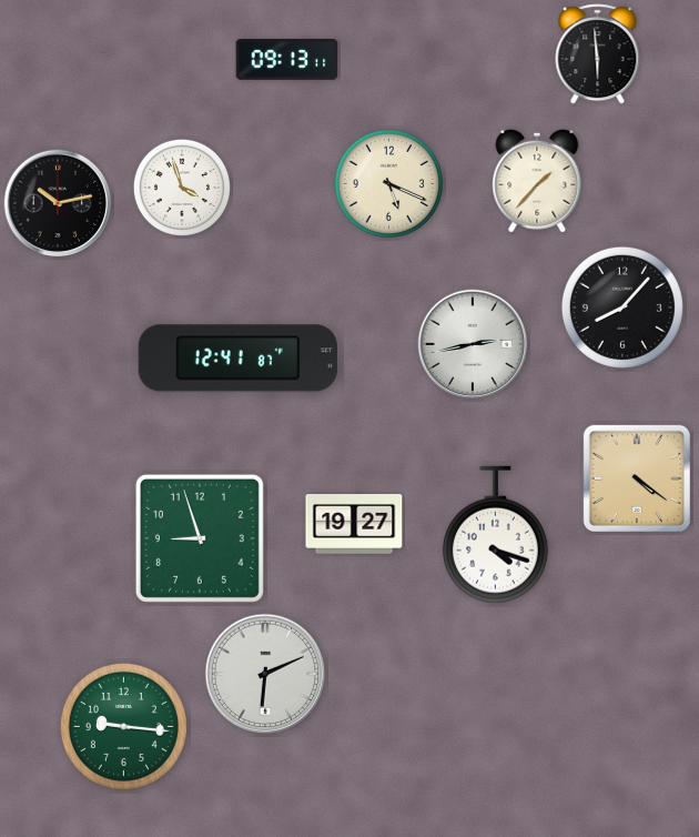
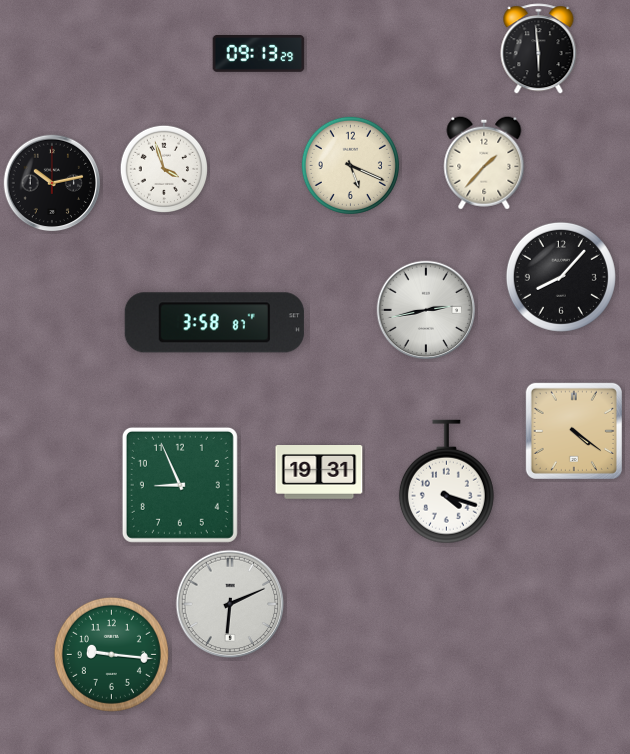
clock at (287, 60): 09:13:11 -> 09:13:29
clock at (237, 359): 12:41 -> 3:58
clock at (354, 525): 19:27 -> 19:31
clock at (200, 538): 8:57 -> 8:56
clock at (265, 674) position: (265, 674) -> (230, 604)
